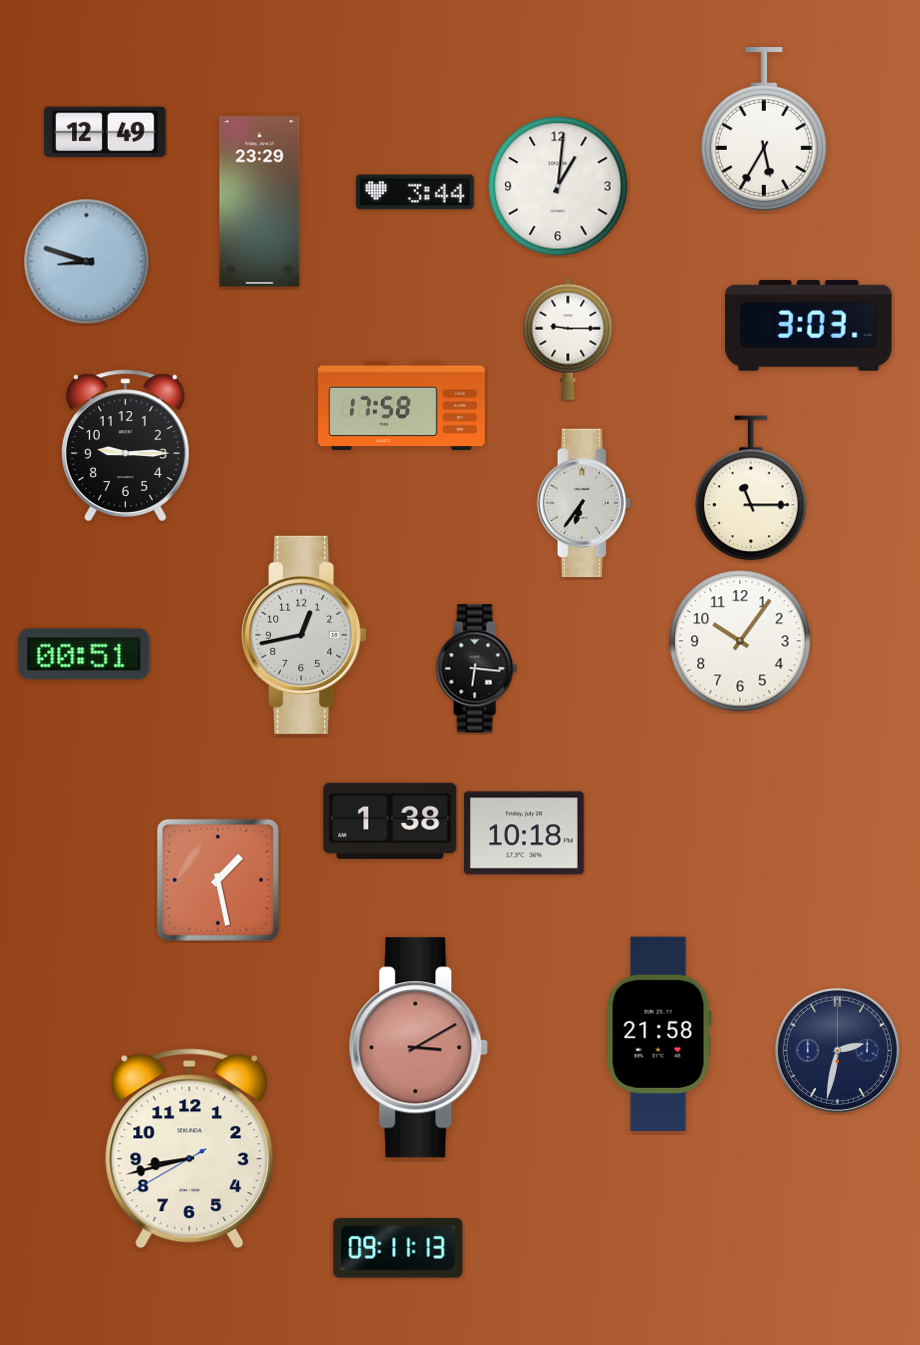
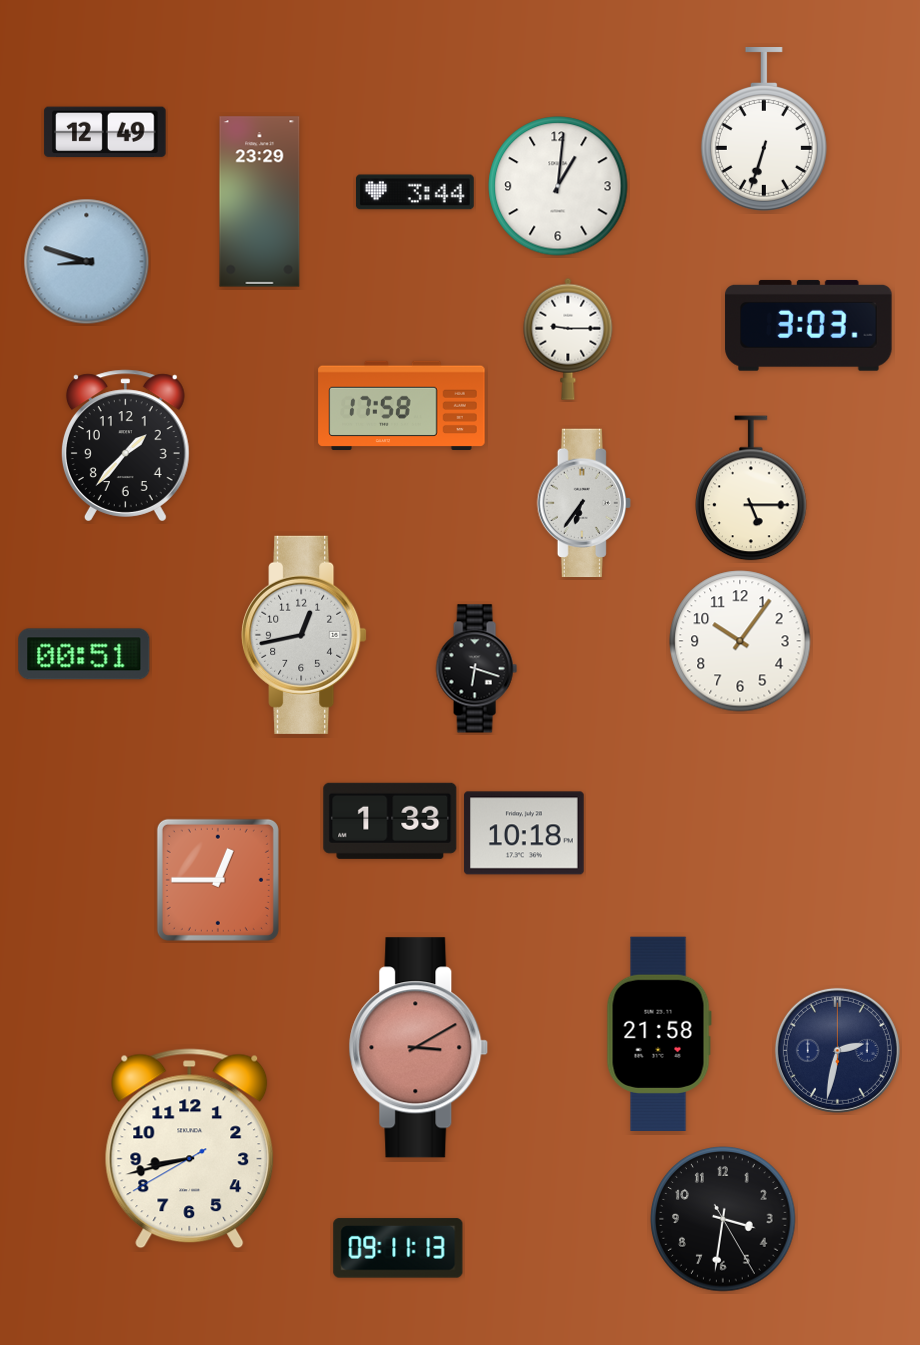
clock at (764, 130): 5:35 -> 6:33
clock at (125, 446): 9:15 -> 1:37
clock at (751, 488): 11:15 -> 5:15
clock at (476, 669): 6:16 -> 6:18
clock at (390, 821): 1:38 -> 1:33
clock at (218, 880): 1:28 -> 12:45
clock at (723, 1219): none -> 3:31
